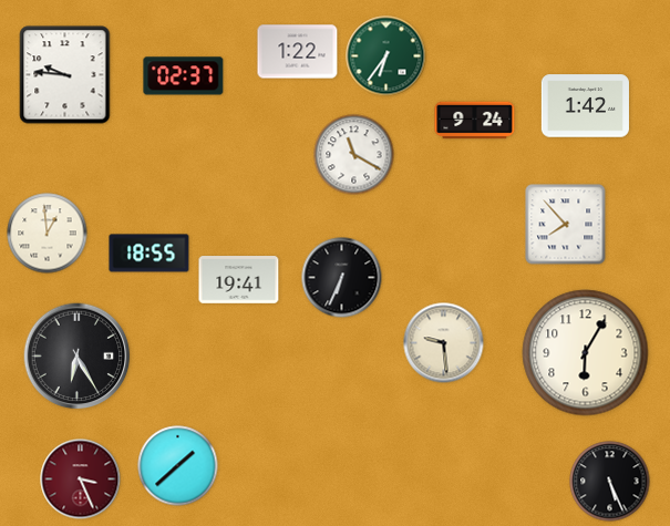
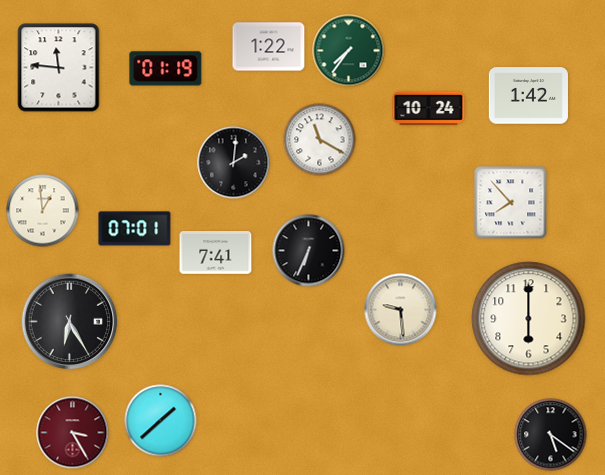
clock at (386, 56): 6:36 -> 7:36
clock at (65, 75): 9:46 -> 11:46
clock at (184, 76): 02:37 -> 01:19
clock at (475, 121): 9:24 -> 10:24
clock at (234, 163): none -> 2:01
clock at (150, 254): 18:55 -> 07:01
clock at (239, 280): 19:41 -> 7:41
clock at (586, 353): 6:05 -> 6:00
clock at (81, 479): 3:26 -> 3:25
clock at (610, 482): 5:26 -> 5:21
